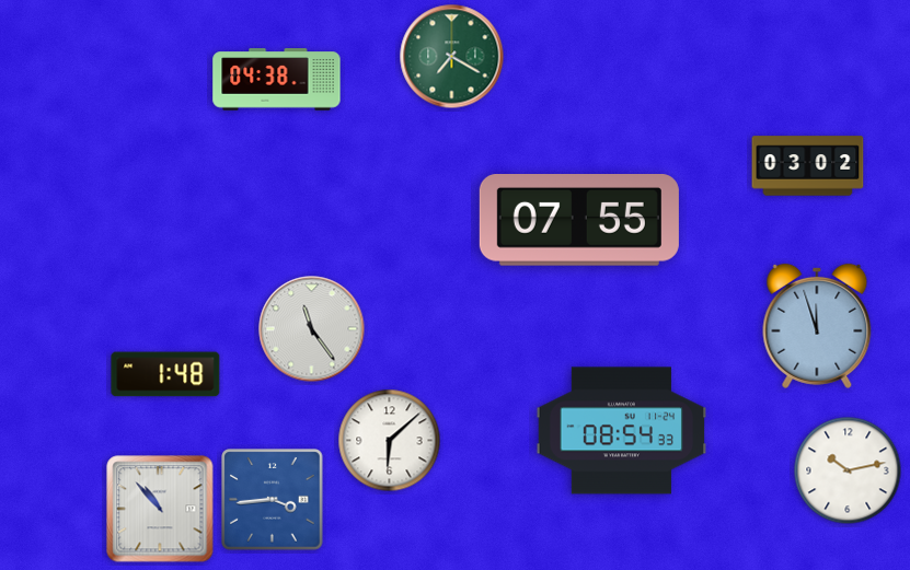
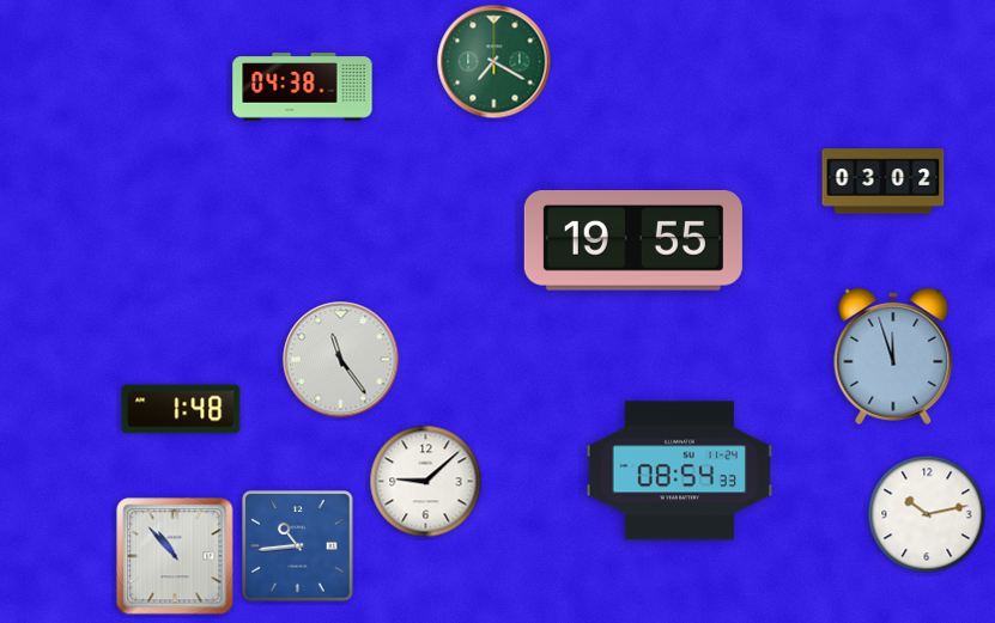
clock at (579, 221): 07:55 -> 19:55
clock at (390, 441): 6:08 -> 9:08
clock at (273, 500): 3:44 -> 10:44
